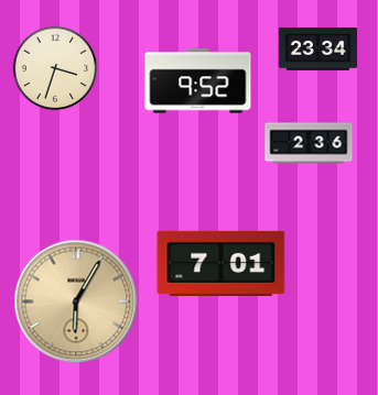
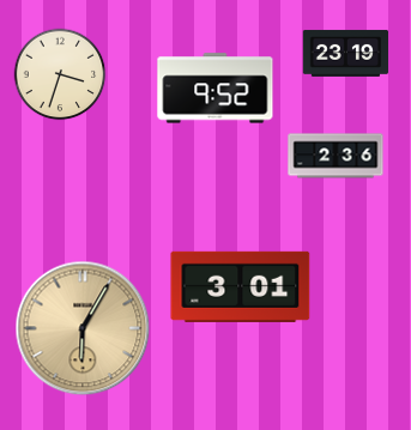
clock at (318, 48): 23:34 -> 23:19
clock at (222, 263): 7:01 -> 3:01
